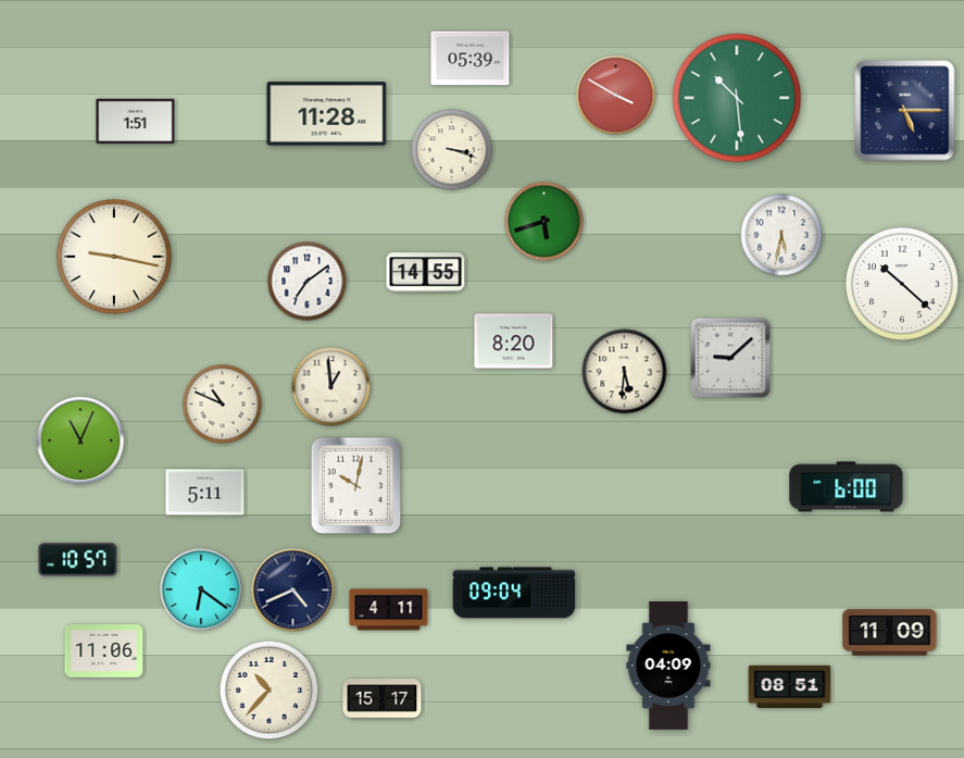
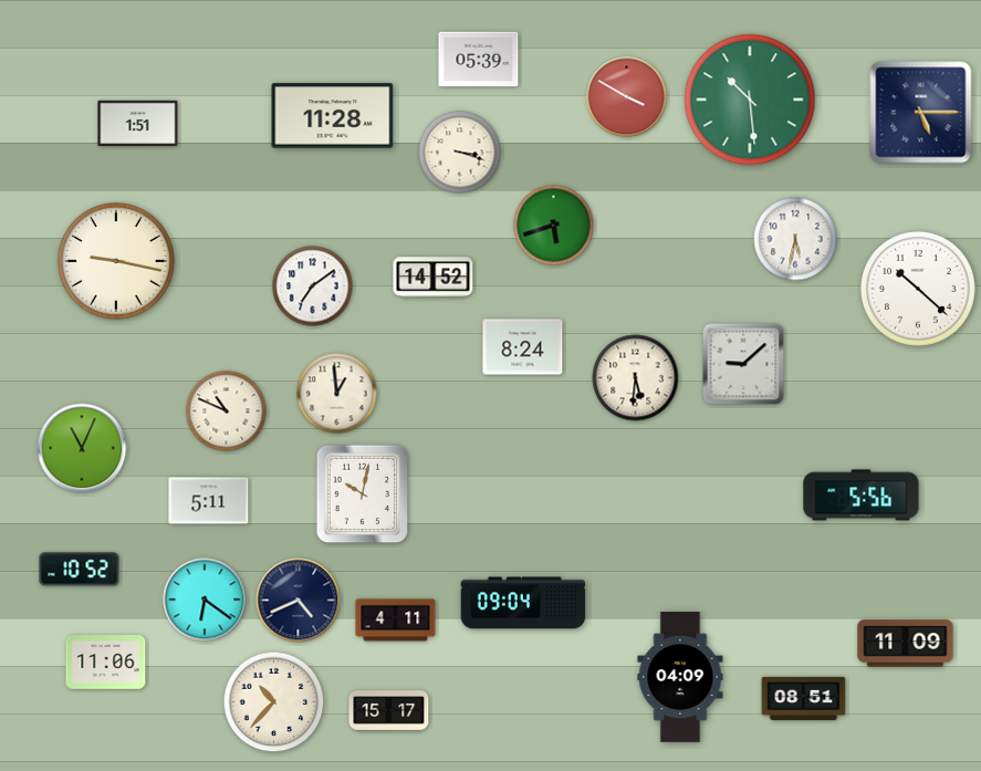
clock at (426, 273): 14:55 -> 14:52
clock at (514, 341): 8:20 -> 8:24
clock at (847, 487): 6:00 -> 5:56
clock at (78, 560): 10:57 -> 10:52
